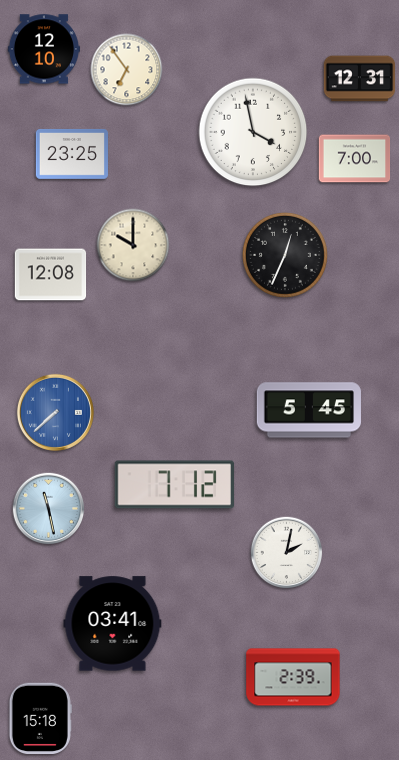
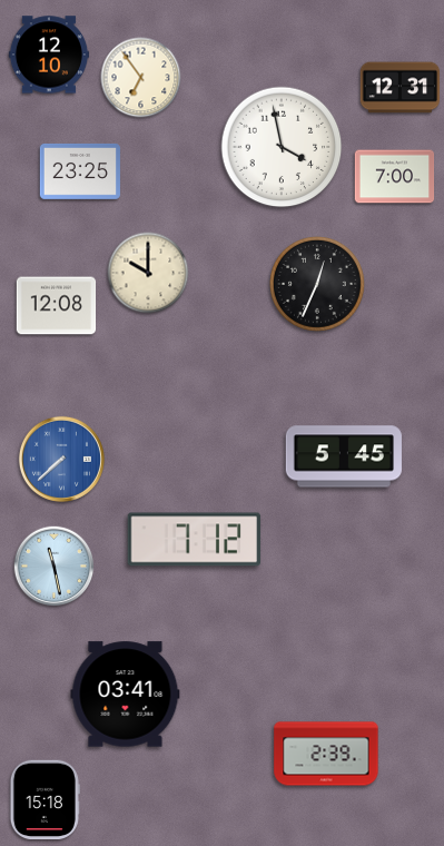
clock at (287, 553): 2:02 -> none
